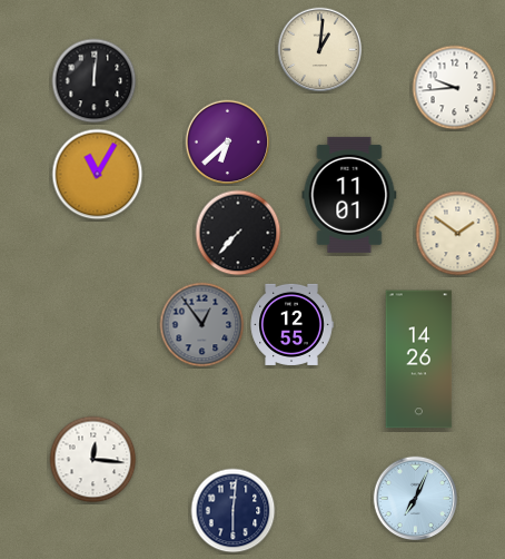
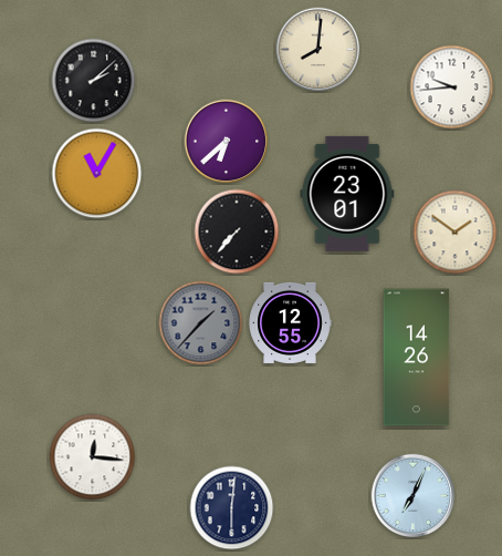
clock at (320, 50): 1:01 -> 8:01
clock at (95, 81): 12:01 -> 2:08
clock at (349, 195): 11:01 -> 23:01
clock at (202, 325): 12:54 -> 1:37
